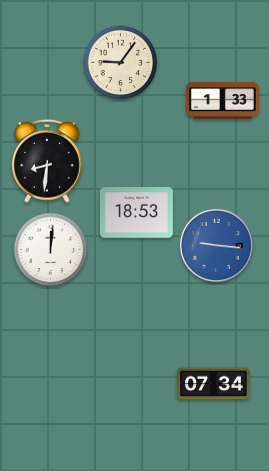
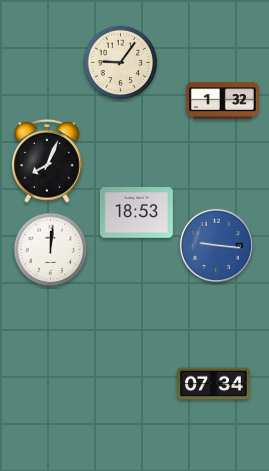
clock at (223, 101): 1:33 -> 1:32
clock at (47, 162): 8:31 -> 8:04
